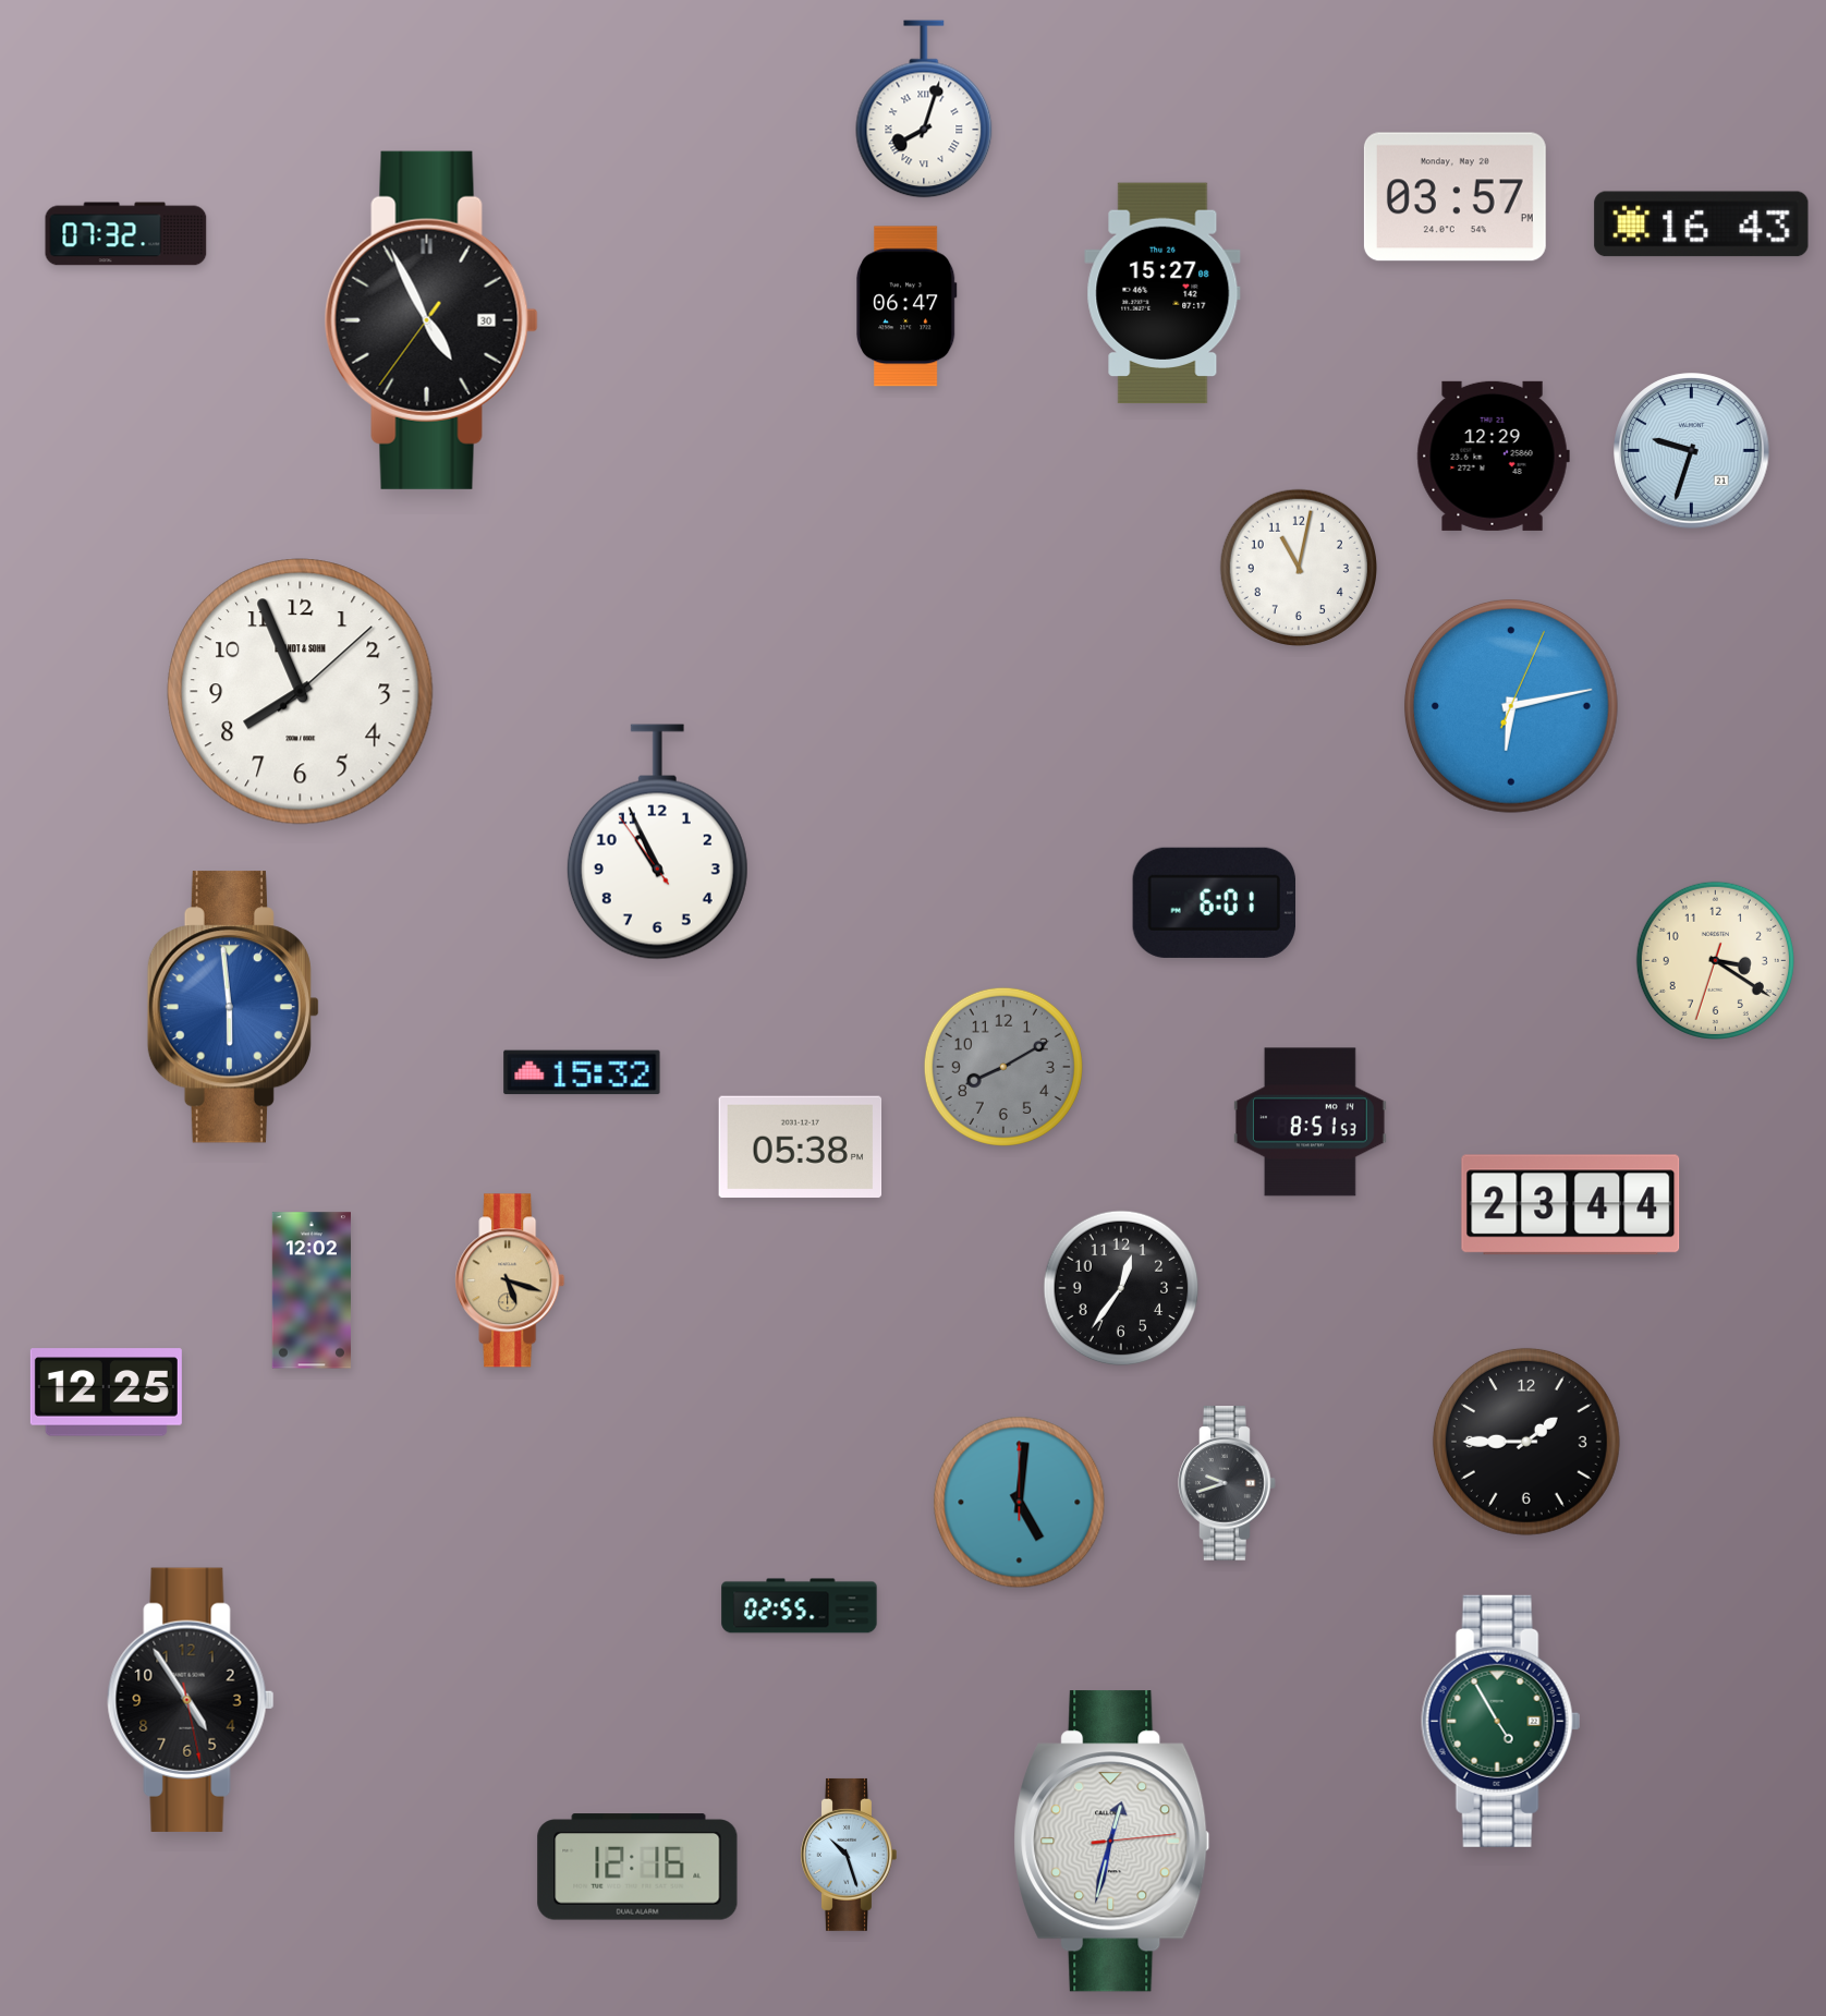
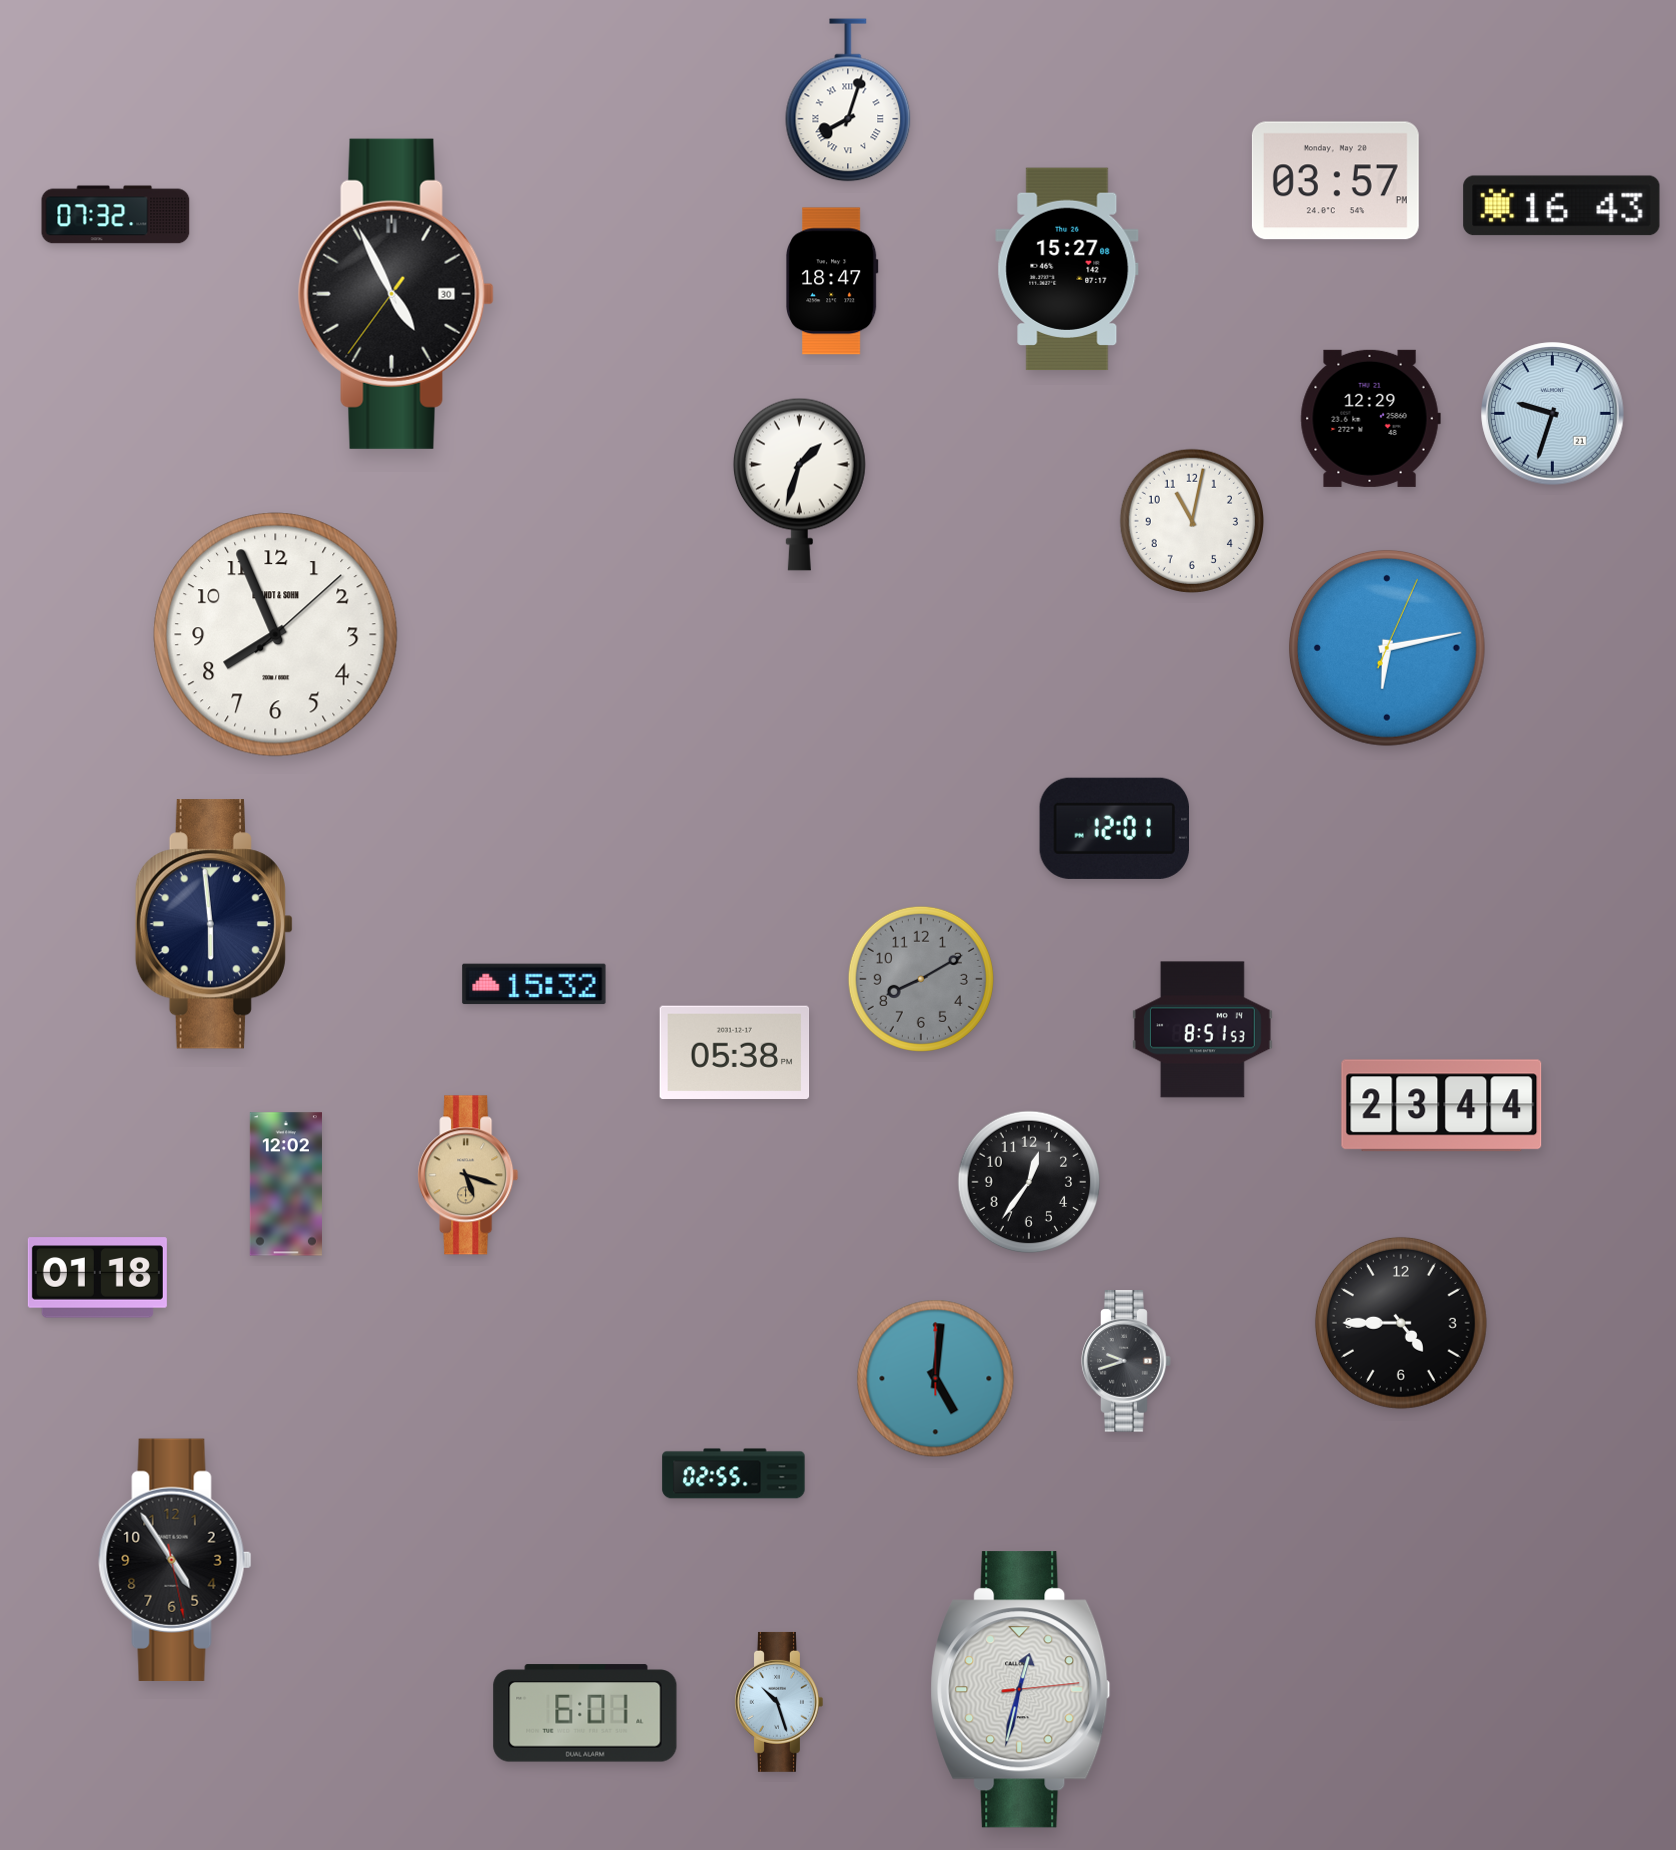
clock at (908, 306): 06:47 -> 18:47
clock at (799, 484): none -> 1:33
clock at (657, 842): 10:55 -> none
clock at (1214, 902): 6:01 -> 12:01
clock at (1715, 960): 3:20 -> none
clock at (233, 1007) dial: blue -> navy
clock at (106, 1393): 12:25 -> 01:18
clock at (1526, 1442): 1:45 -> 4:45
clock at (1501, 1721): 4:55 -> none
clock at (637, 1867): 12:16 -> 6:01
